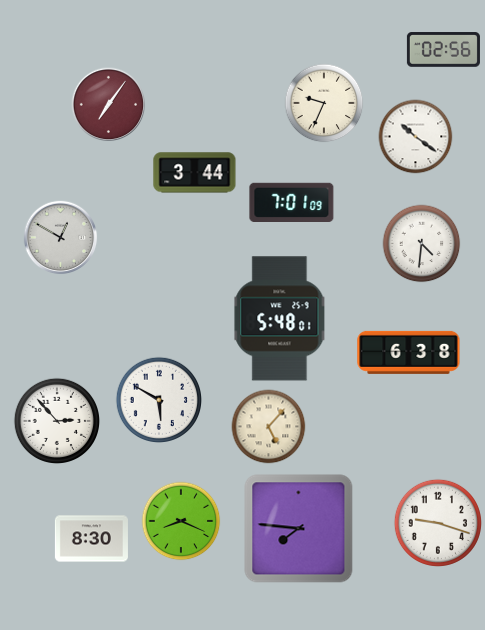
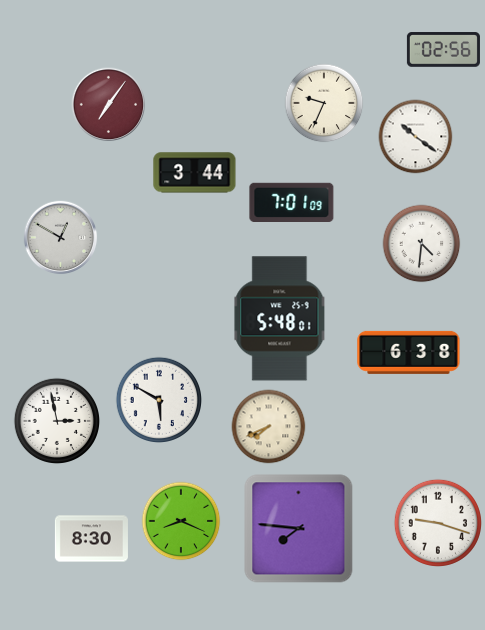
clock at (56, 420): 2:53 -> 2:58
clock at (269, 427): 5:07 -> 7:41
